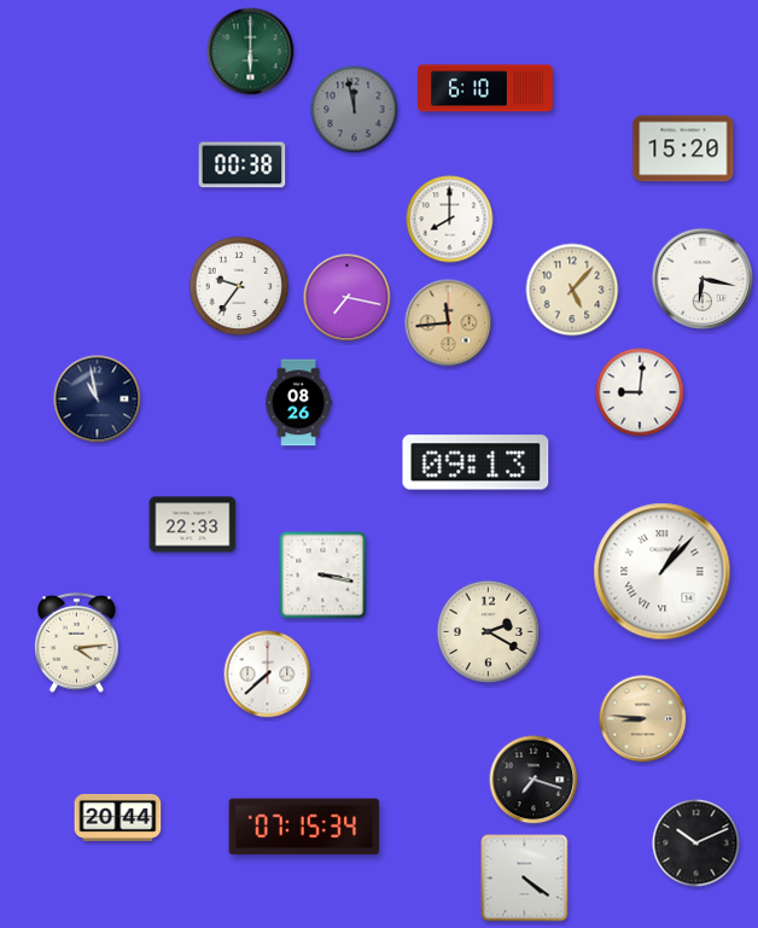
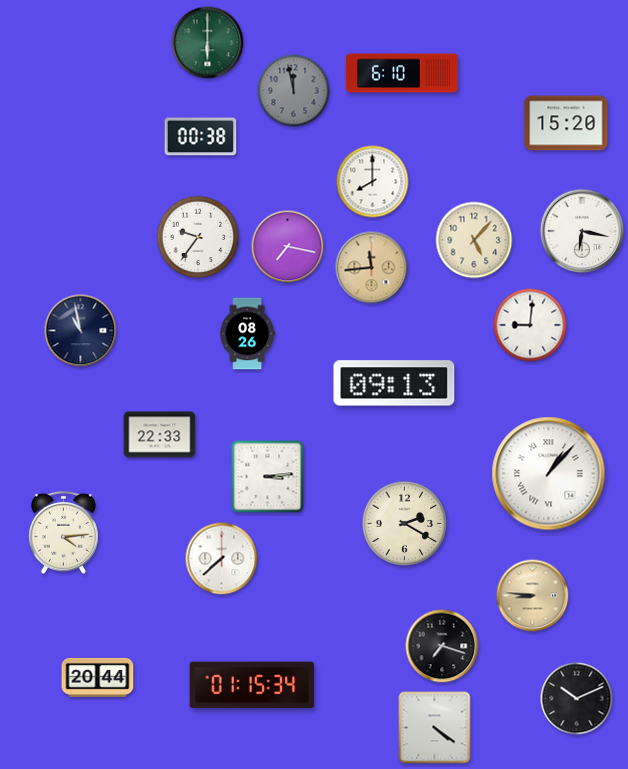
clock at (323, 576): 3:17 -> 3:14
clock at (304, 827): 07:15 -> 01:15
